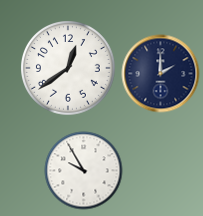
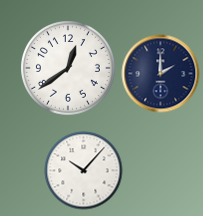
clock at (83, 170): 9:55 -> 10:07
